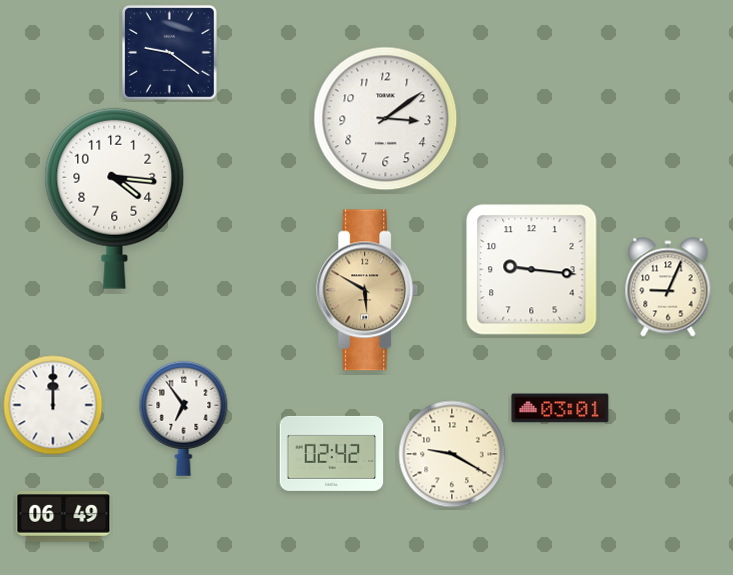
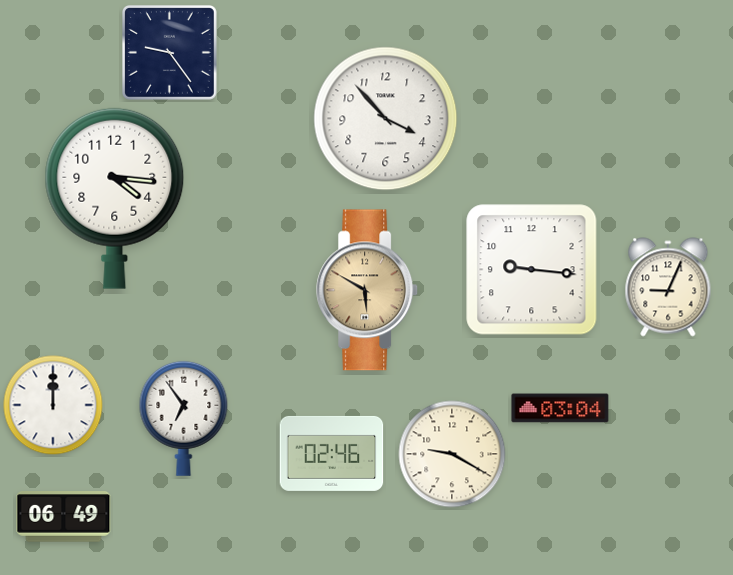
clock at (170, 53): 9:21 -> 9:24
clock at (386, 119): 3:09 -> 3:53
clock at (560, 408): 03:01 -> 03:04
clock at (332, 453): 02:42 -> 02:46
